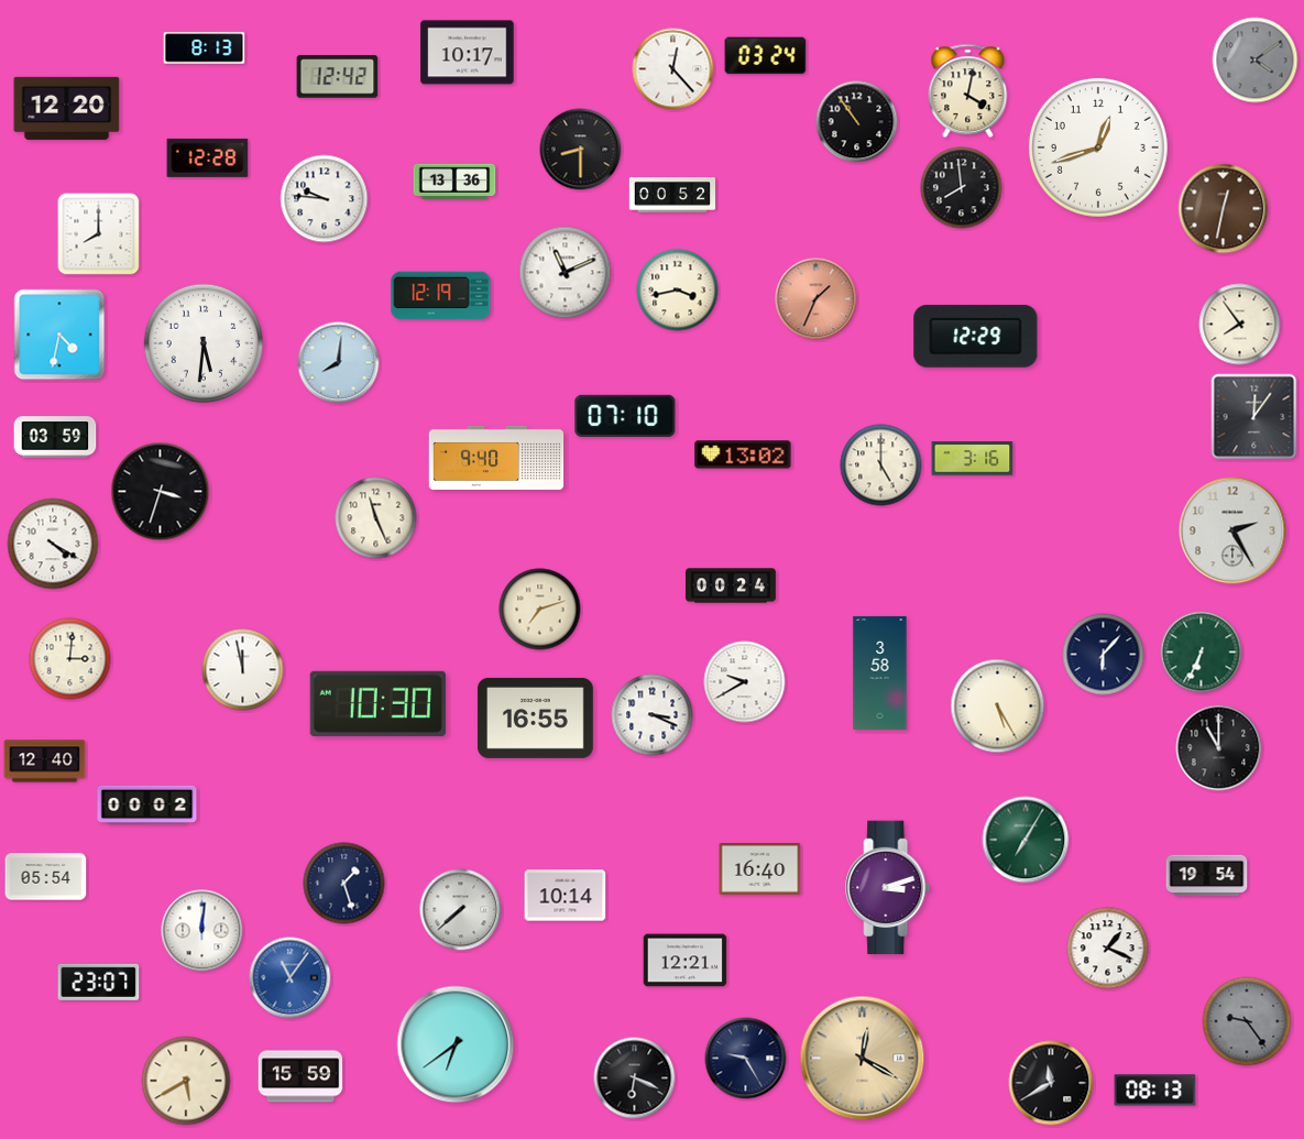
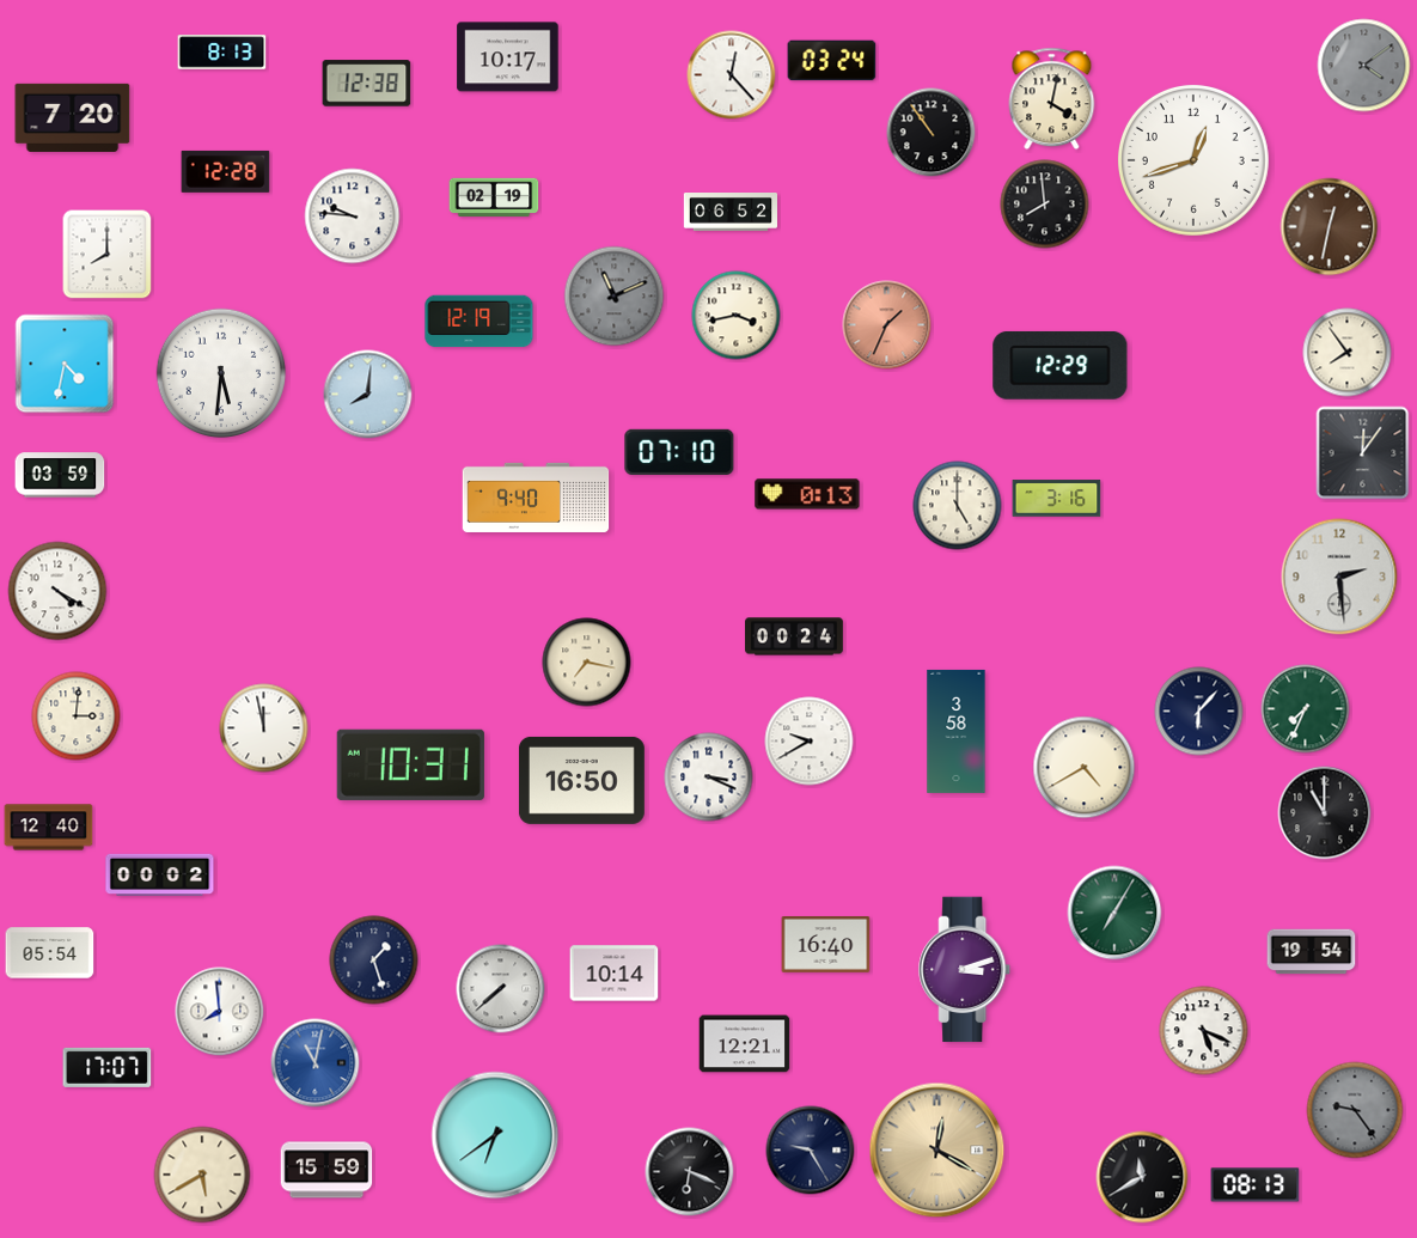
clock at (338, 77): 12:42 -> 12:38
clock at (67, 108): 12:20 -> 7:20
clock at (581, 150): 8:30 -> none
clock at (454, 182): 13:36 -> 02:19
clock at (671, 196): 00:52 -> 06:52
clock at (566, 273) dial: white -> grey
clock at (743, 454): 13:02 -> 0:13
clock at (496, 458) position: (496, 458) -> (536, 498)
clock at (161, 492): 3:33 -> none
clock at (376, 518): 11:26 -> none
clock at (1232, 530): 2:25 -> 2:29
clock at (540, 610): 7:12 -> 7:17
clock at (1202, 653): 6:34 -> 7:34
clock at (377, 703): 10:30 -> 10:31
clock at (998, 707): 5:25 -> 4:40
clock at (535, 718): 16:55 -> 16:50
clock at (888, 888) position: (888, 888) -> (965, 970)
clock at (202, 931): 12:01 -> 7:59
clock at (1108, 949): 1:19 -> 5:19
clock at (291, 978): 11:06 -> 11:02
clock at (99, 982): 23:07 -> 17:07
